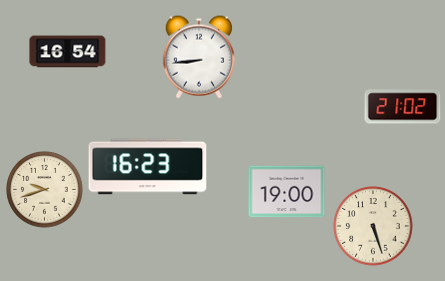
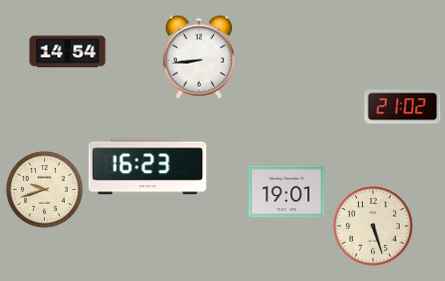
clock at (68, 52): 16:54 -> 14:54
clock at (287, 192): 19:00 -> 19:01
